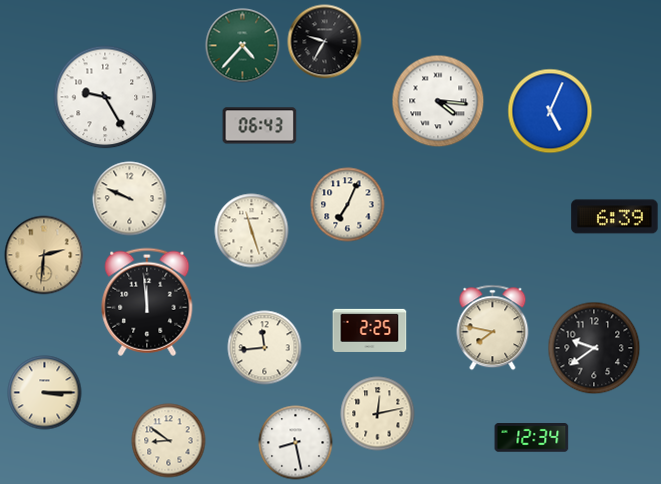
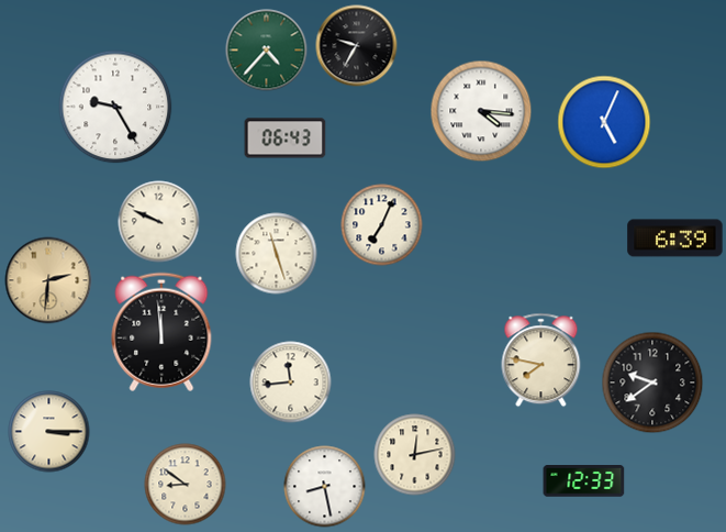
clock at (130, 199) position: (130, 199) -> (159, 222)
clock at (370, 330): 2:25 -> none
clock at (532, 438): 12:34 -> 12:33
